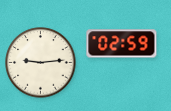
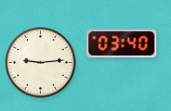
clock at (122, 44): 02:59 -> 03:40
